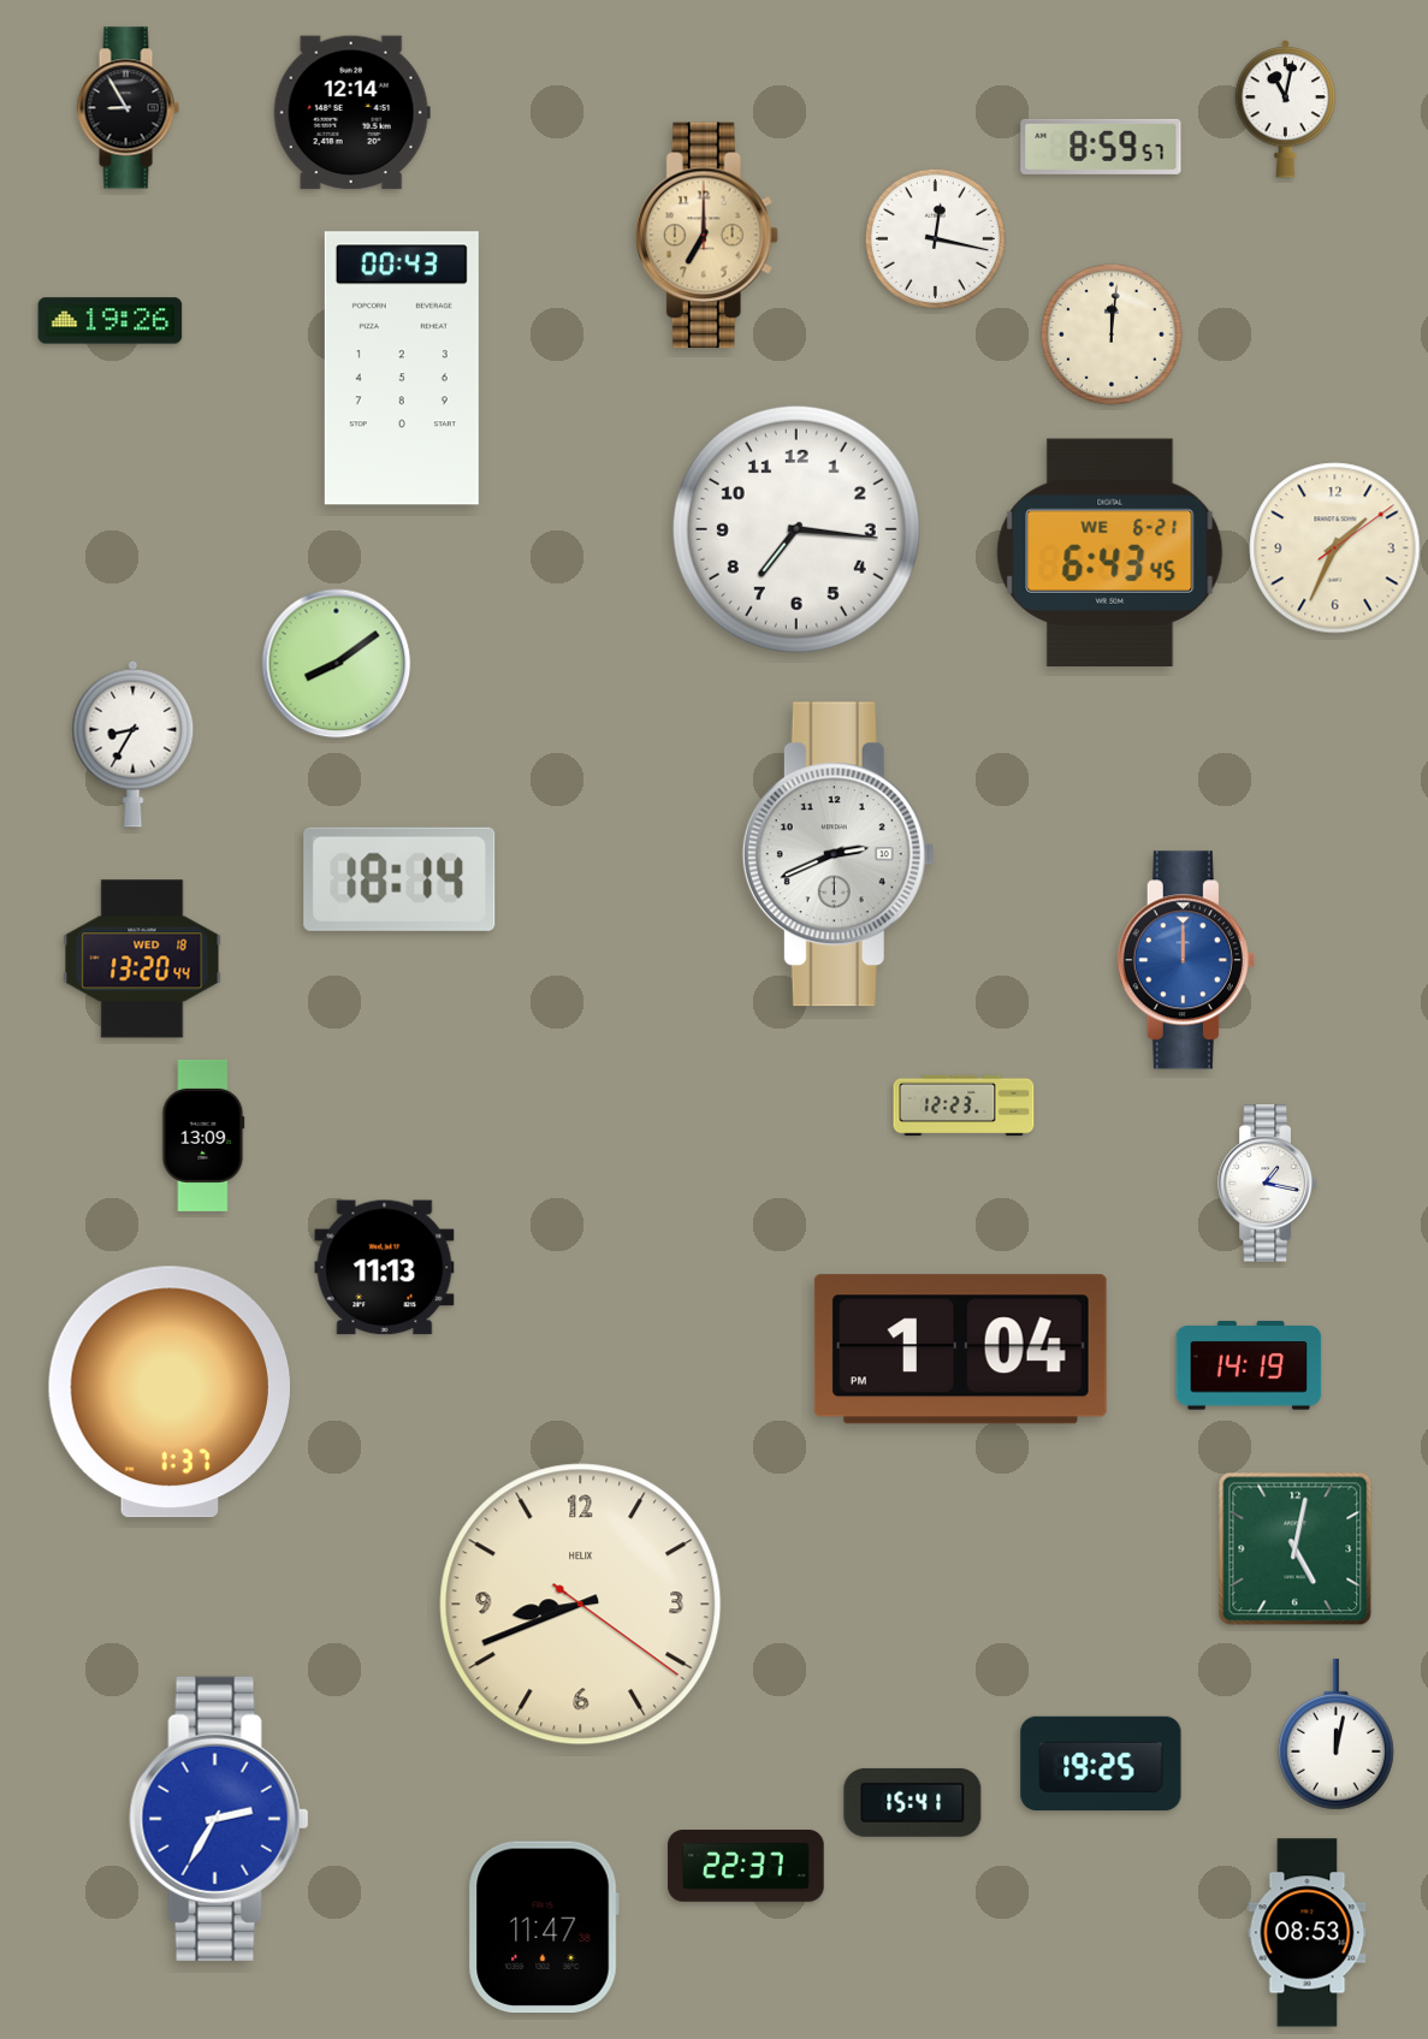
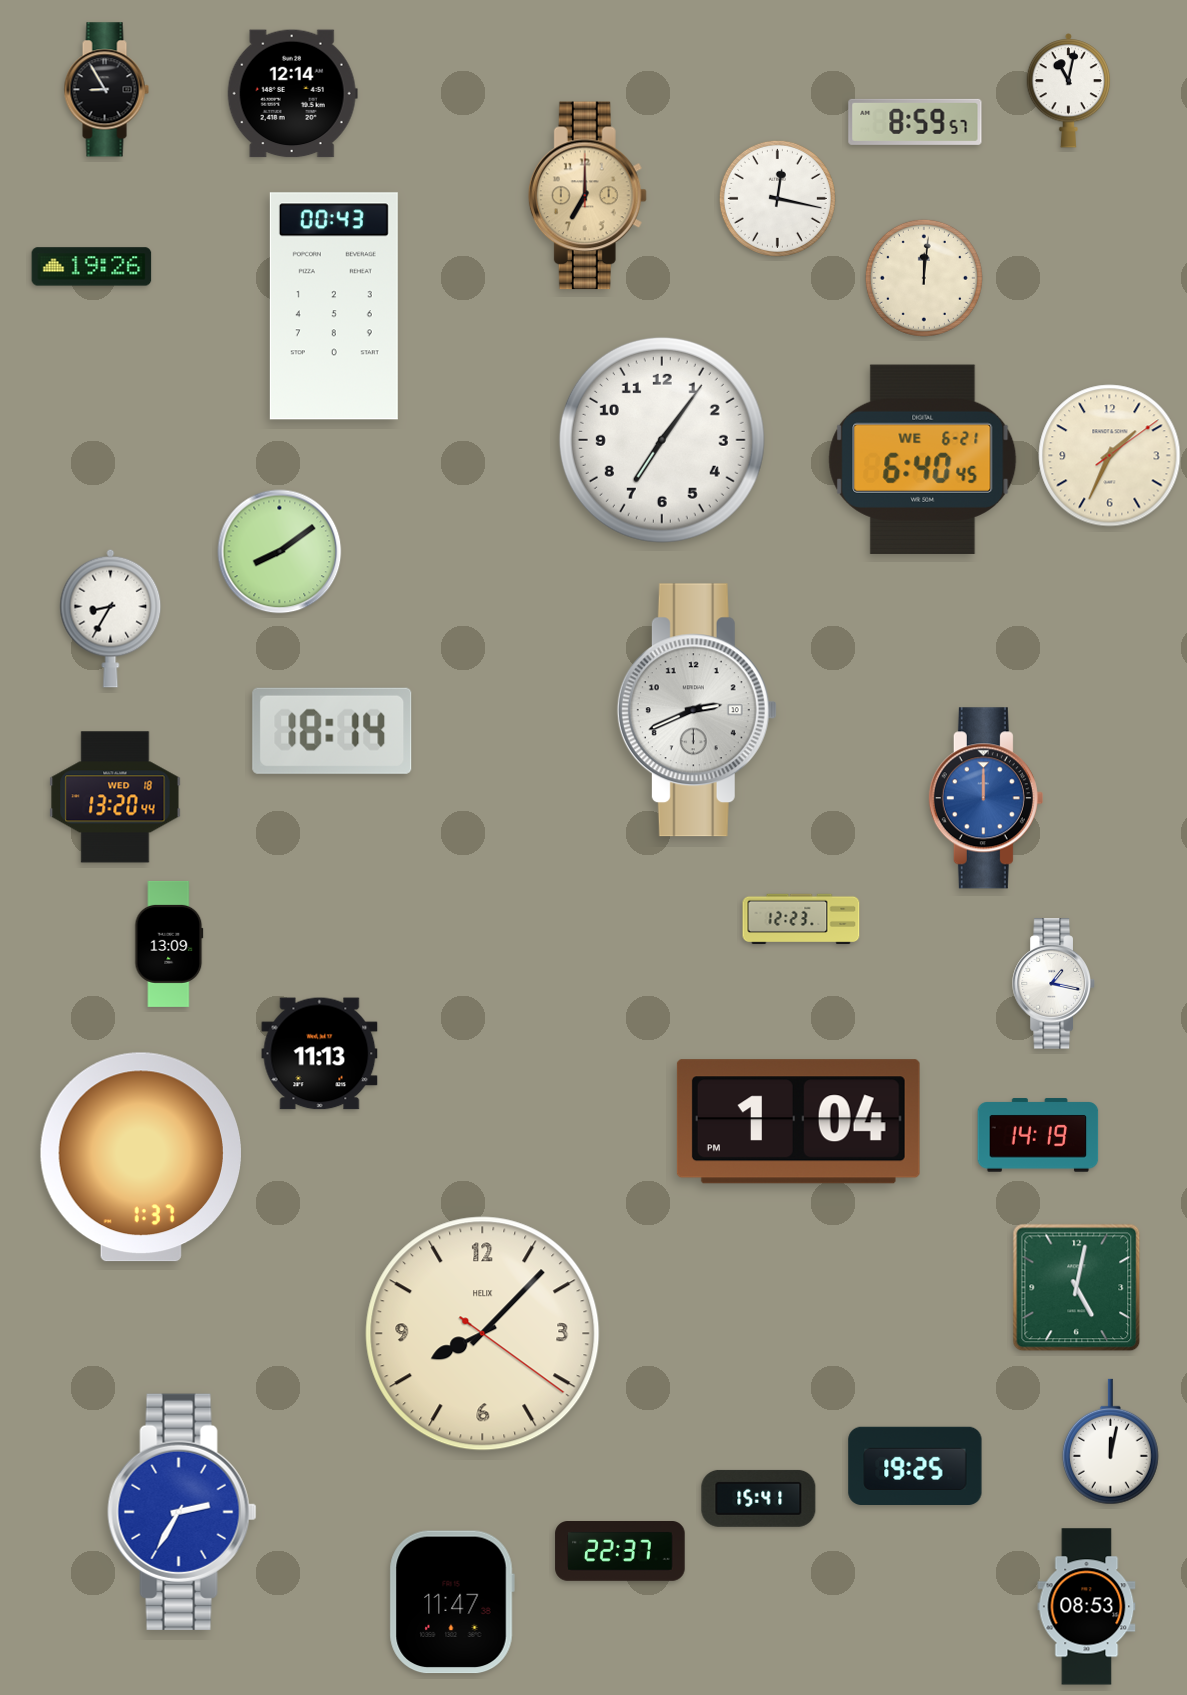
clock at (796, 529): 7:16 -> 7:06
clock at (1110, 552): 6:43 -> 6:40
clock at (142, 959) position: (142, 959) -> (115, 797)
clock at (581, 1605): 8:41 -> 8:07
